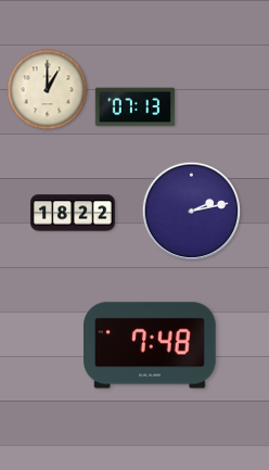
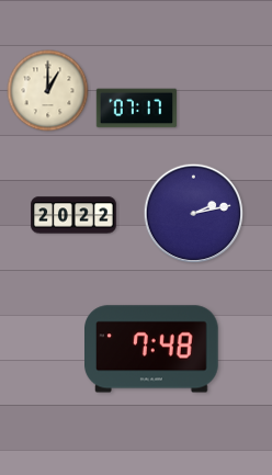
clock at (136, 107): 07:13 -> 07:17
clock at (73, 213): 18:22 -> 20:22
